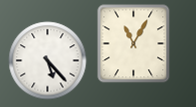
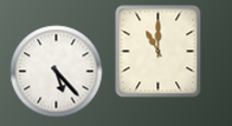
clock at (134, 43): 11:05 -> 11:00
